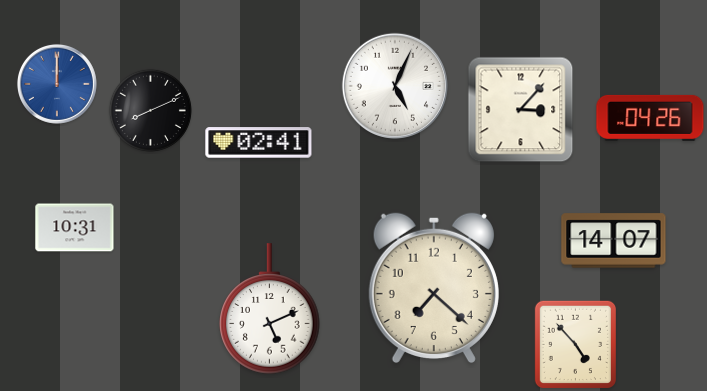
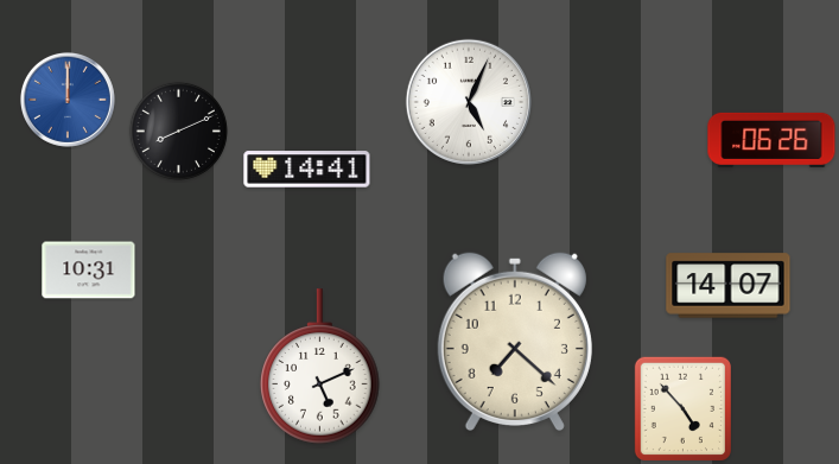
clock at (521, 110): 3:07 -> none
clock at (650, 118): 04:26 -> 06:26
clock at (259, 143): 02:41 -> 14:41
